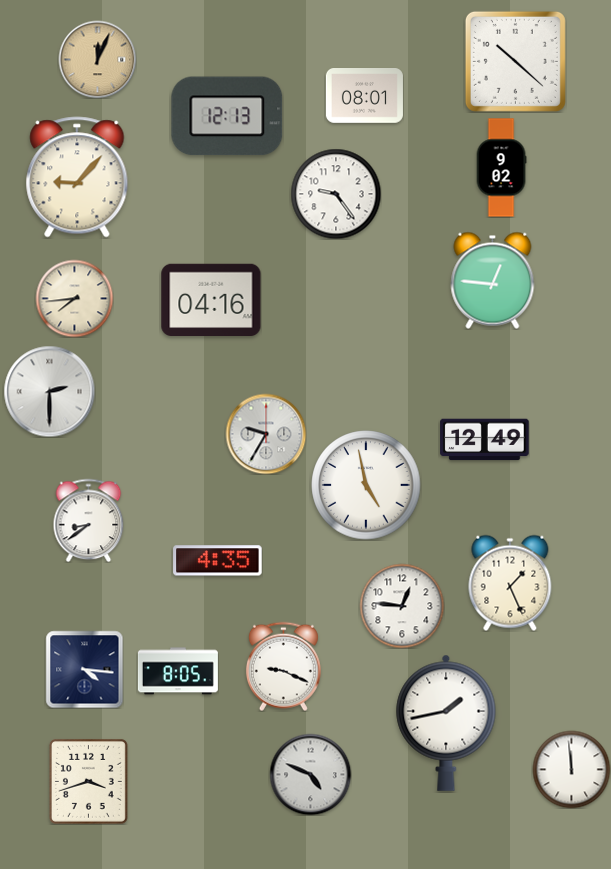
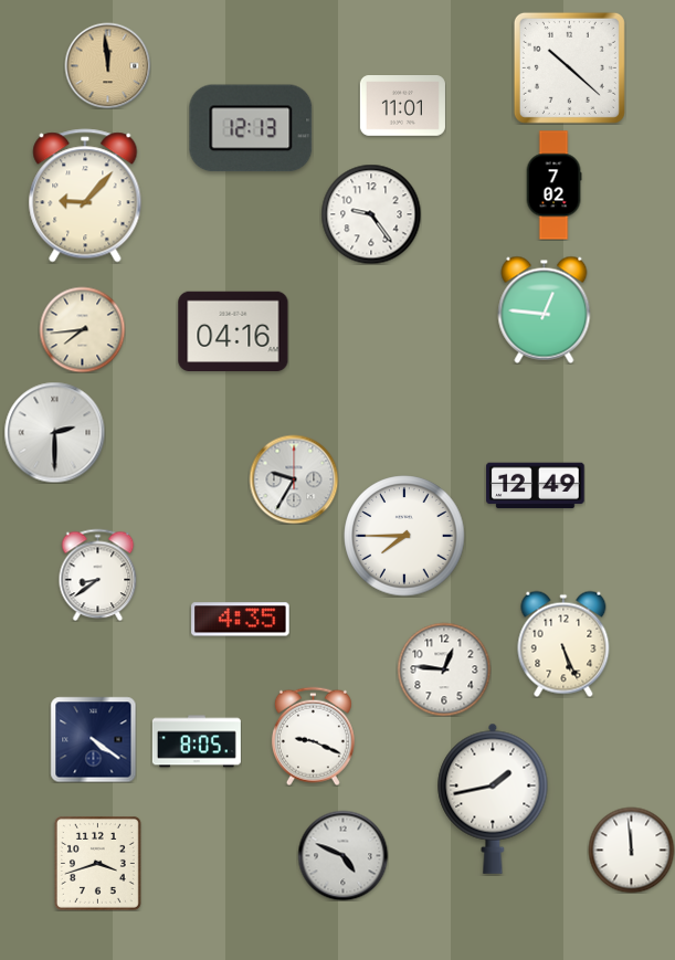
clock at (97, 59): 12:04 -> 11:59
clock at (364, 96): 08:01 -> 11:01
clock at (501, 168): 9:02 -> 7:02
clock at (366, 485): 4:58 -> 7:45
clock at (510, 583): 1:26 -> 5:26
clock at (84, 669): 4:16 -> 4:21
